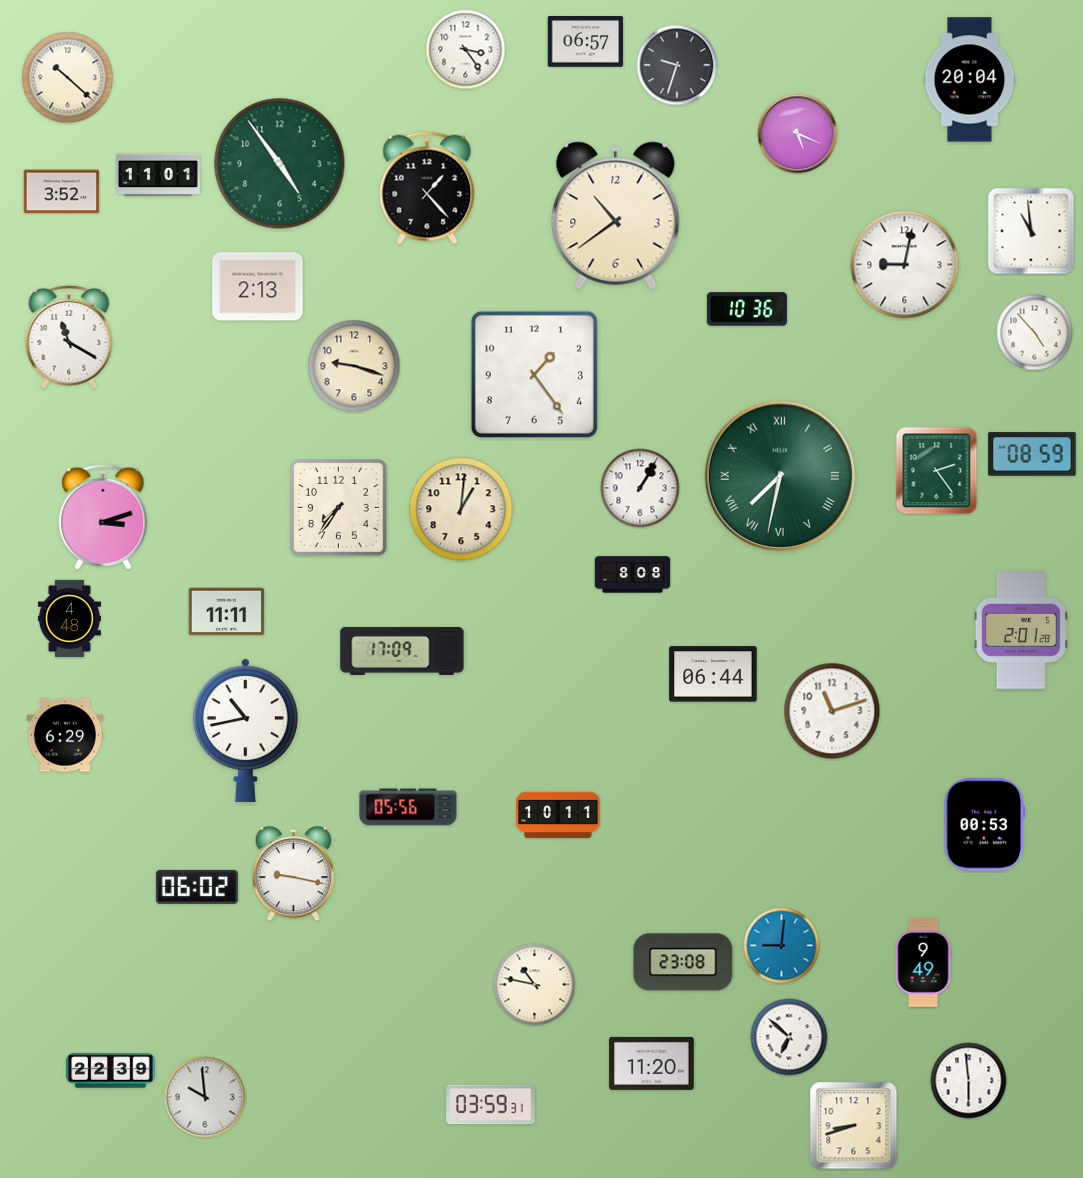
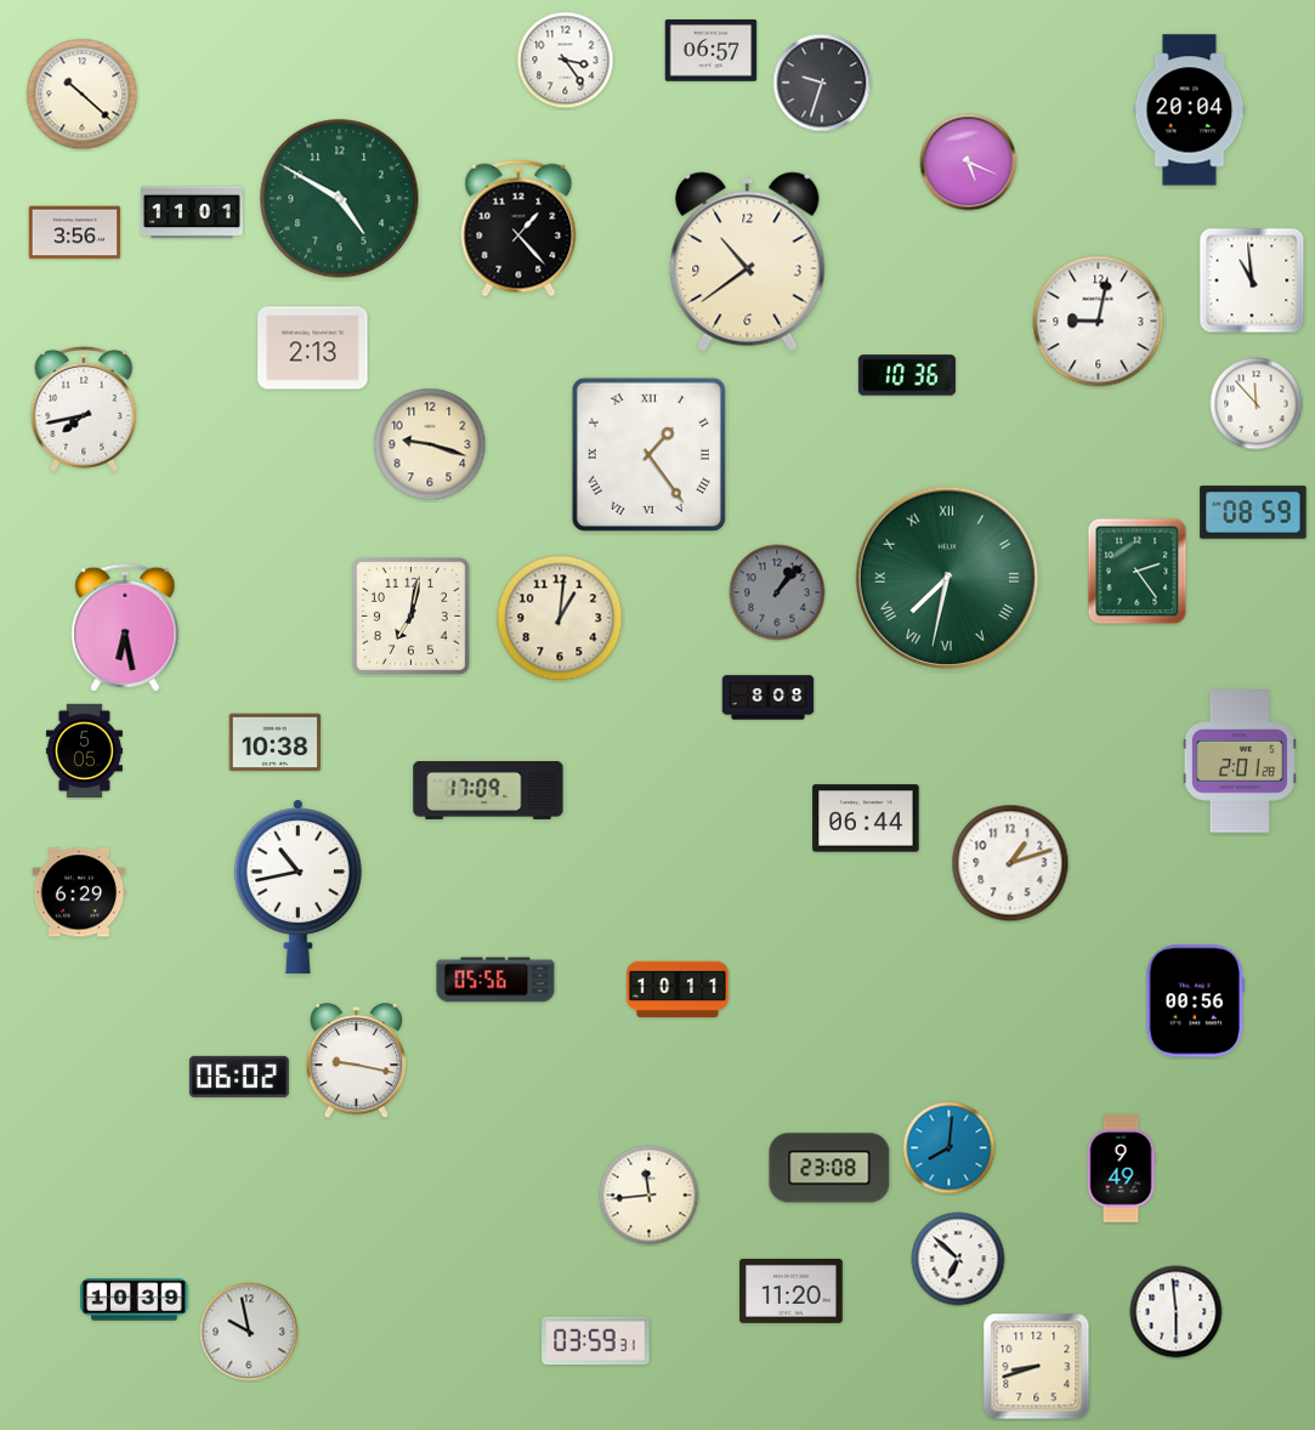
clock at (677, 65) position: (677, 65) -> (822, 83)
clock at (970, 80) position: (970, 80) -> (1190, 110)
clock at (280, 164): 4:54 -> 4:50
clock at (62, 192): 3:52 -> 3:56
clock at (1035, 333): 4:53 -> 11:53
clock at (69, 337): 11:20 -> 7:43
clock at (534, 374) numerals: Arabic -> Roman
clock at (1032, 454) position: (1032, 454) -> (1253, 512)
clock at (640, 488): 1:05 -> 1:07
clock at (640, 488) dial: white -> grey
clock at (338, 507): 7:36 -> 7:02
clock at (103, 517): 3:12 -> 6:28
clock at (227, 612): 11:11 -> 10:38
clock at (69, 619): 4:48 -> 5:05
clock at (1021, 630) position: (1021, 630) -> (1240, 761)
clock at (832, 711): 11:12 -> 1:12
clock at (984, 825): 00:53 -> 00:56
clock at (782, 946): 9:01 -> 8:01
clock at (535, 985): 10:47 -> 11:44
clock at (111, 1071): 22:39 -> 10:39
clock at (205, 1097): 9:59 -> 9:58
